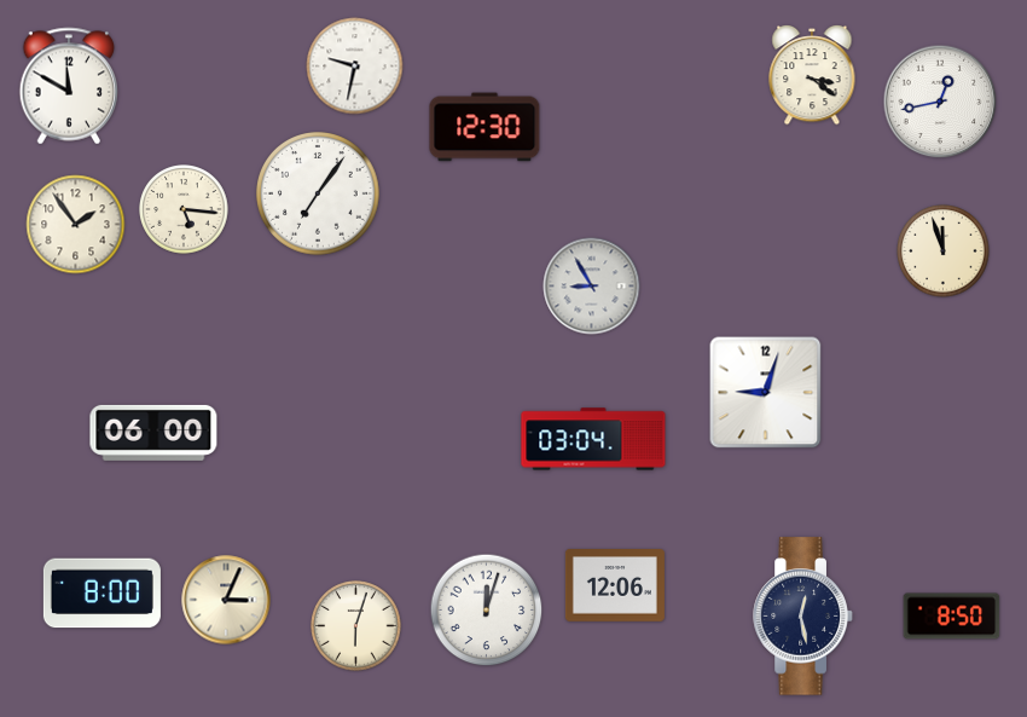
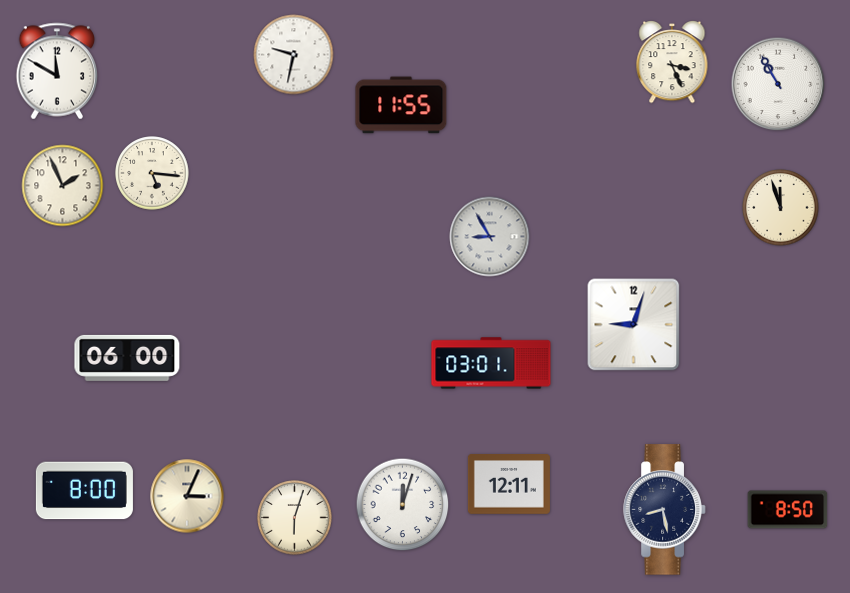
clock at (812, 76): 3:21 -> 3:26
clock at (940, 102): 12:43 -> 10:55
clock at (485, 127): 12:30 -> 11:55
clock at (319, 195): 7:06 -> none
clock at (76, 225): 1:54 -> 1:56
clock at (593, 439): 03:04 -> 03:01
clock at (615, 586): 12:06 -> 12:11
clock at (803, 617): 12:28 -> 8:28
